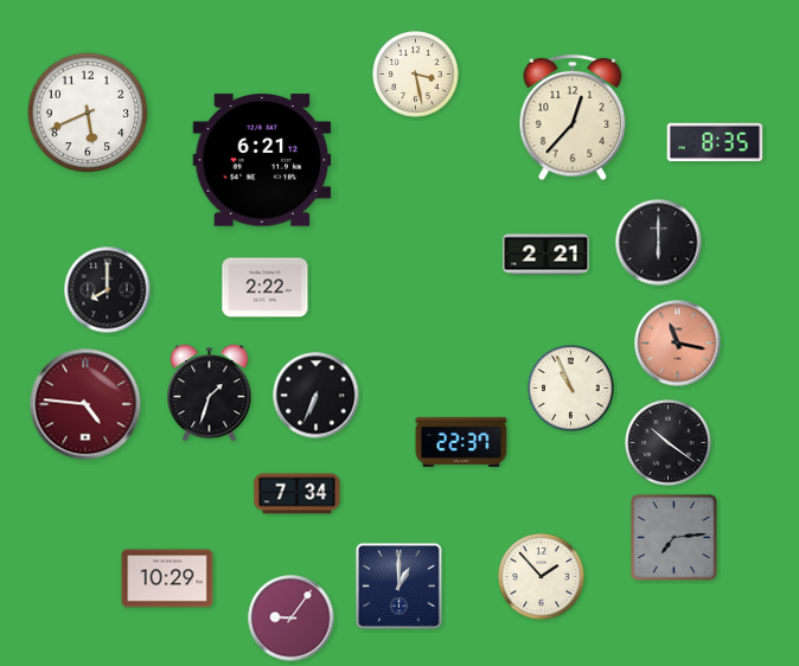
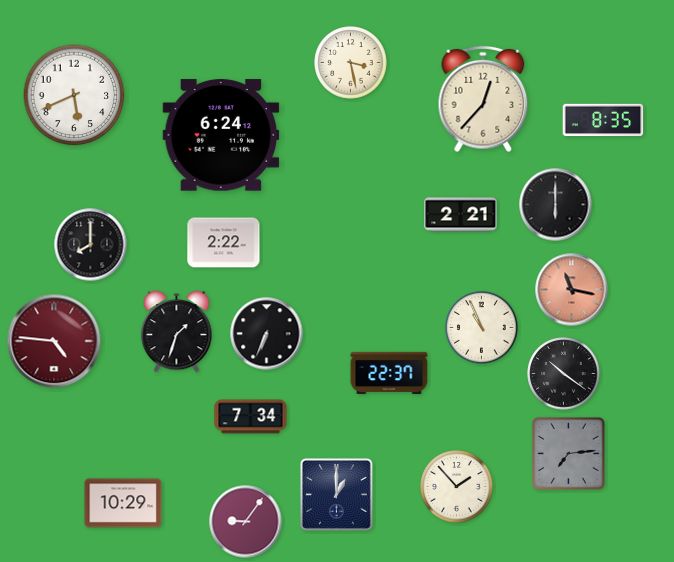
clock at (262, 160): 6:21 -> 6:24
clock at (85, 404) position: (85, 404) -> (54, 341)
clock at (167, 578) position: (167, 578) -> (123, 503)
